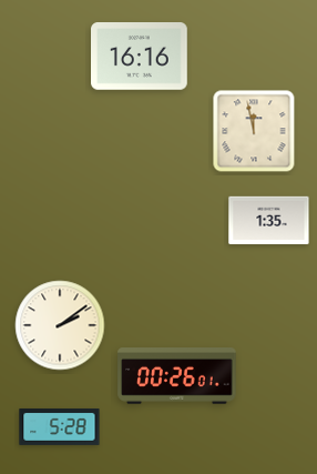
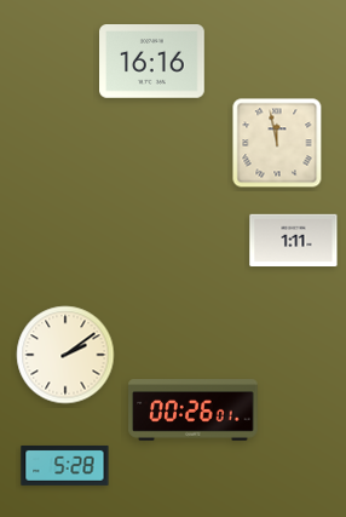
clock at (269, 221): 1:35 -> 1:11
